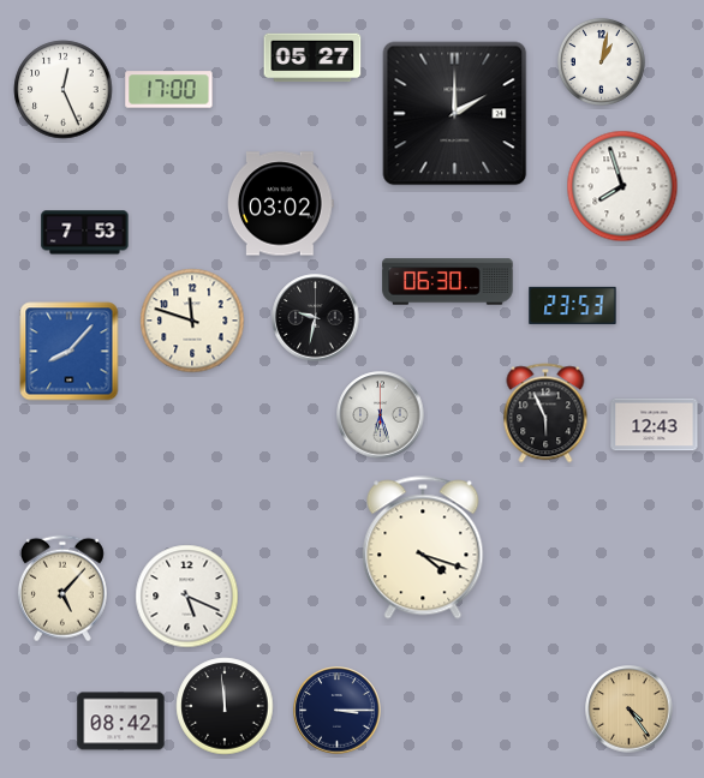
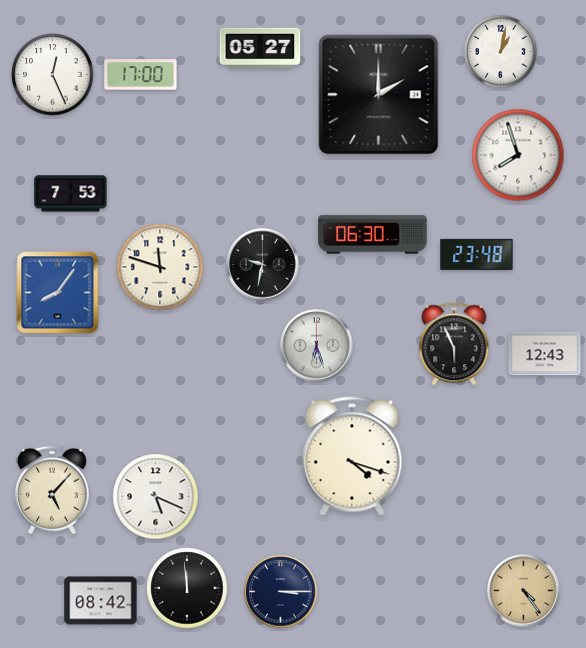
clock at (280, 204): 03:02 -> none
clock at (573, 305): 23:53 -> 23:48
clock at (70, 352): 8:07 -> 8:06
